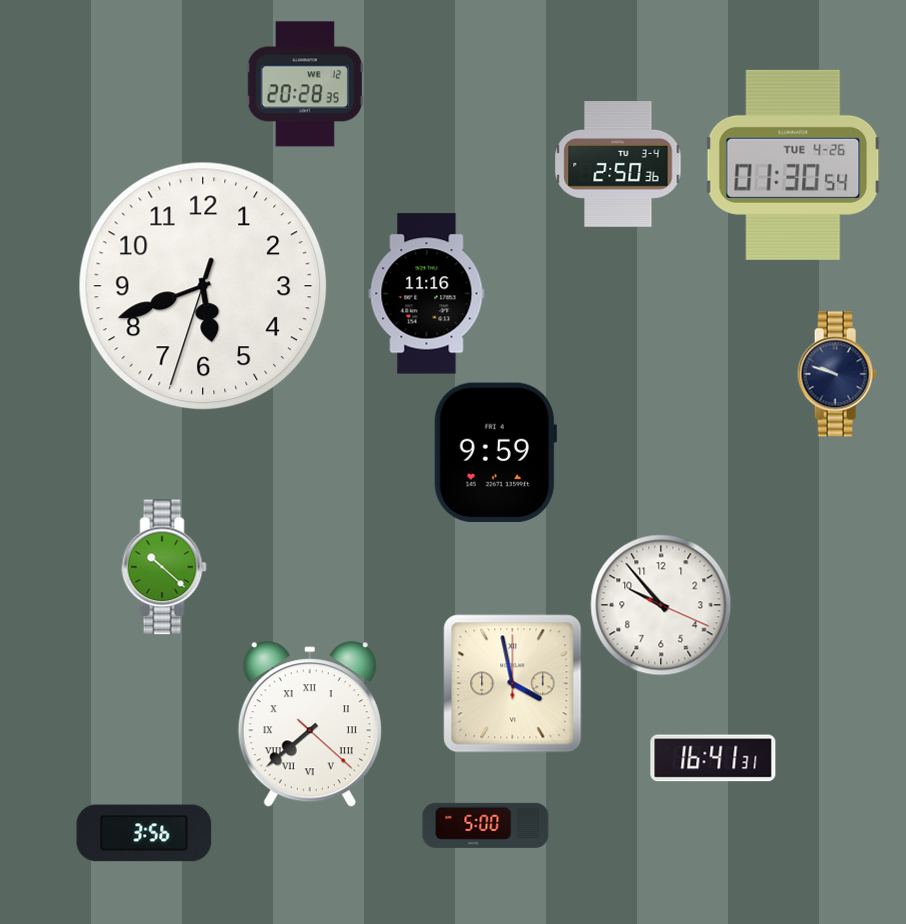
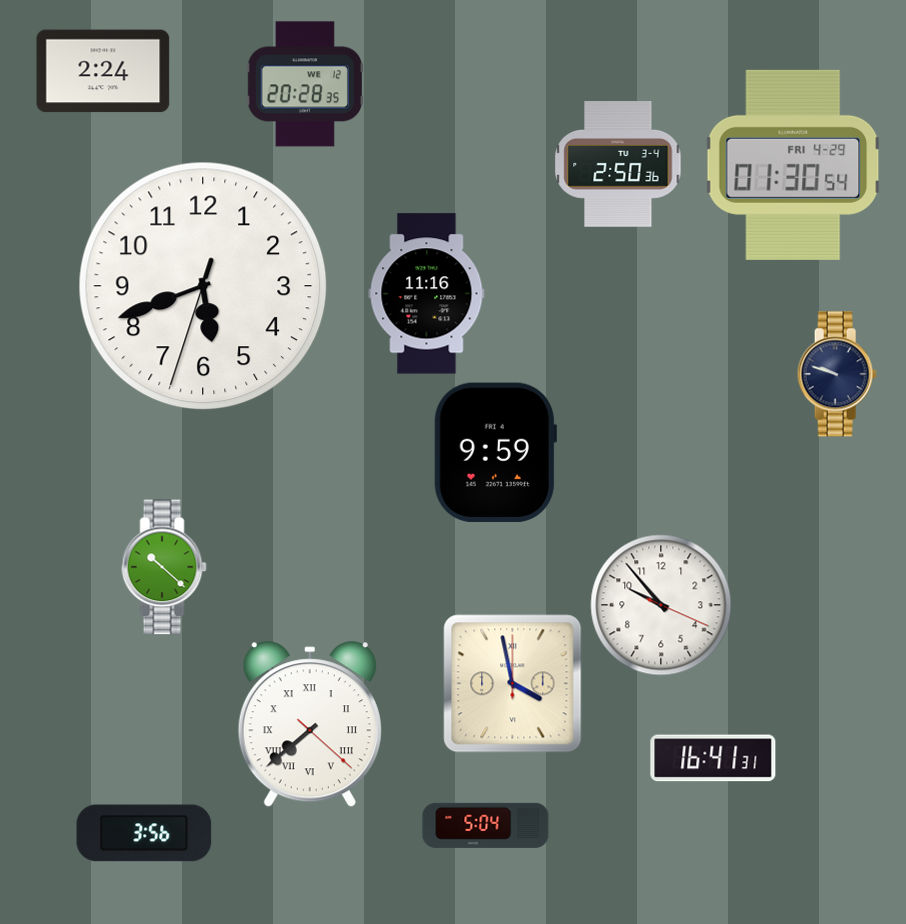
clock at (103, 71): none -> 2:24
clock at (793, 165) date: TUE 4-26 -> FRI 4-29
clock at (486, 825): 5:00 -> 5:04
